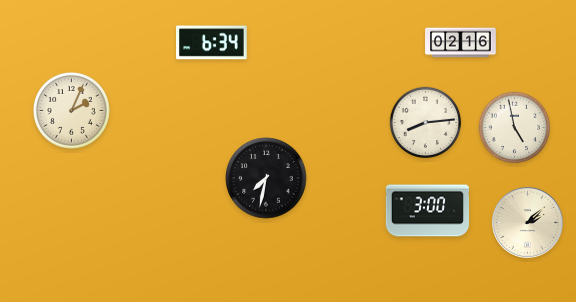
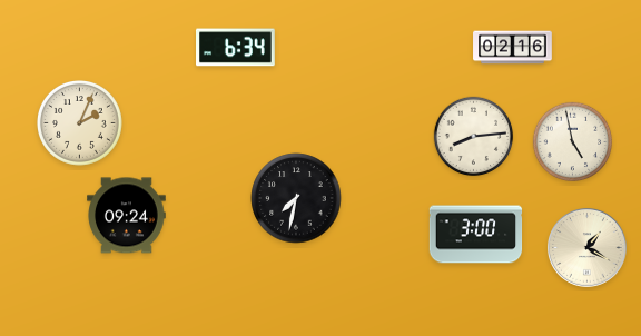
clock at (127, 216): none -> 09:24
clock at (528, 223): 2:08 -> 1:20
